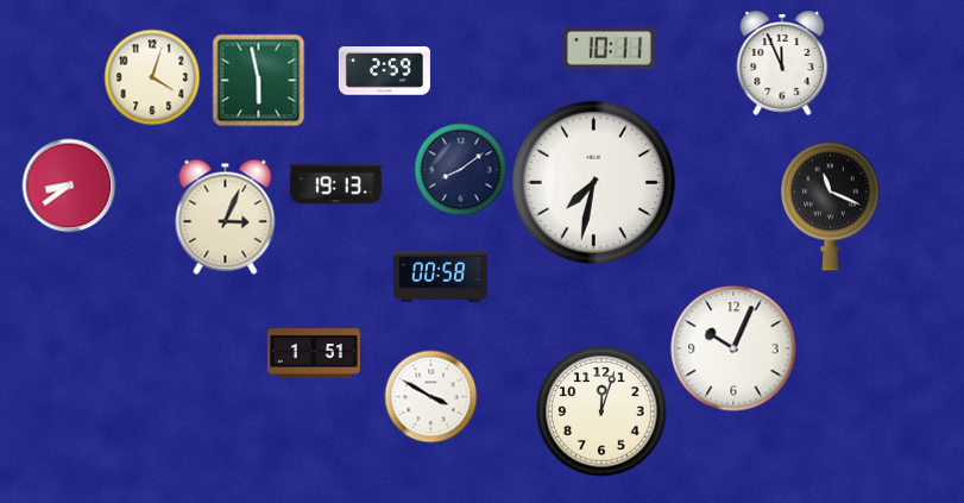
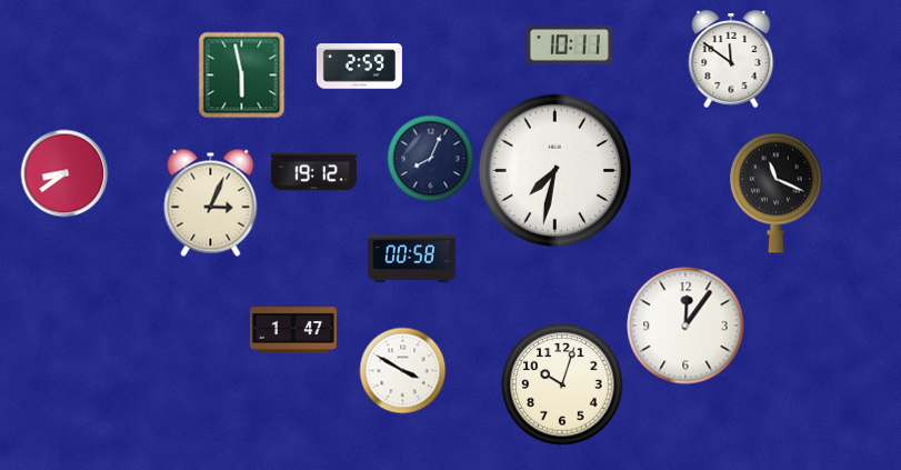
clock at (782, 64): 11:56 -> 11:51
clock at (152, 77): 4:03 -> none
clock at (460, 169): 8:09 -> 8:04
clock at (335, 184): 19:13 -> 19:12
clock at (733, 348): 10:04 -> 12:06
clock at (314, 353): 1:51 -> 1:47
clock at (601, 411): 12:03 -> 10:03
